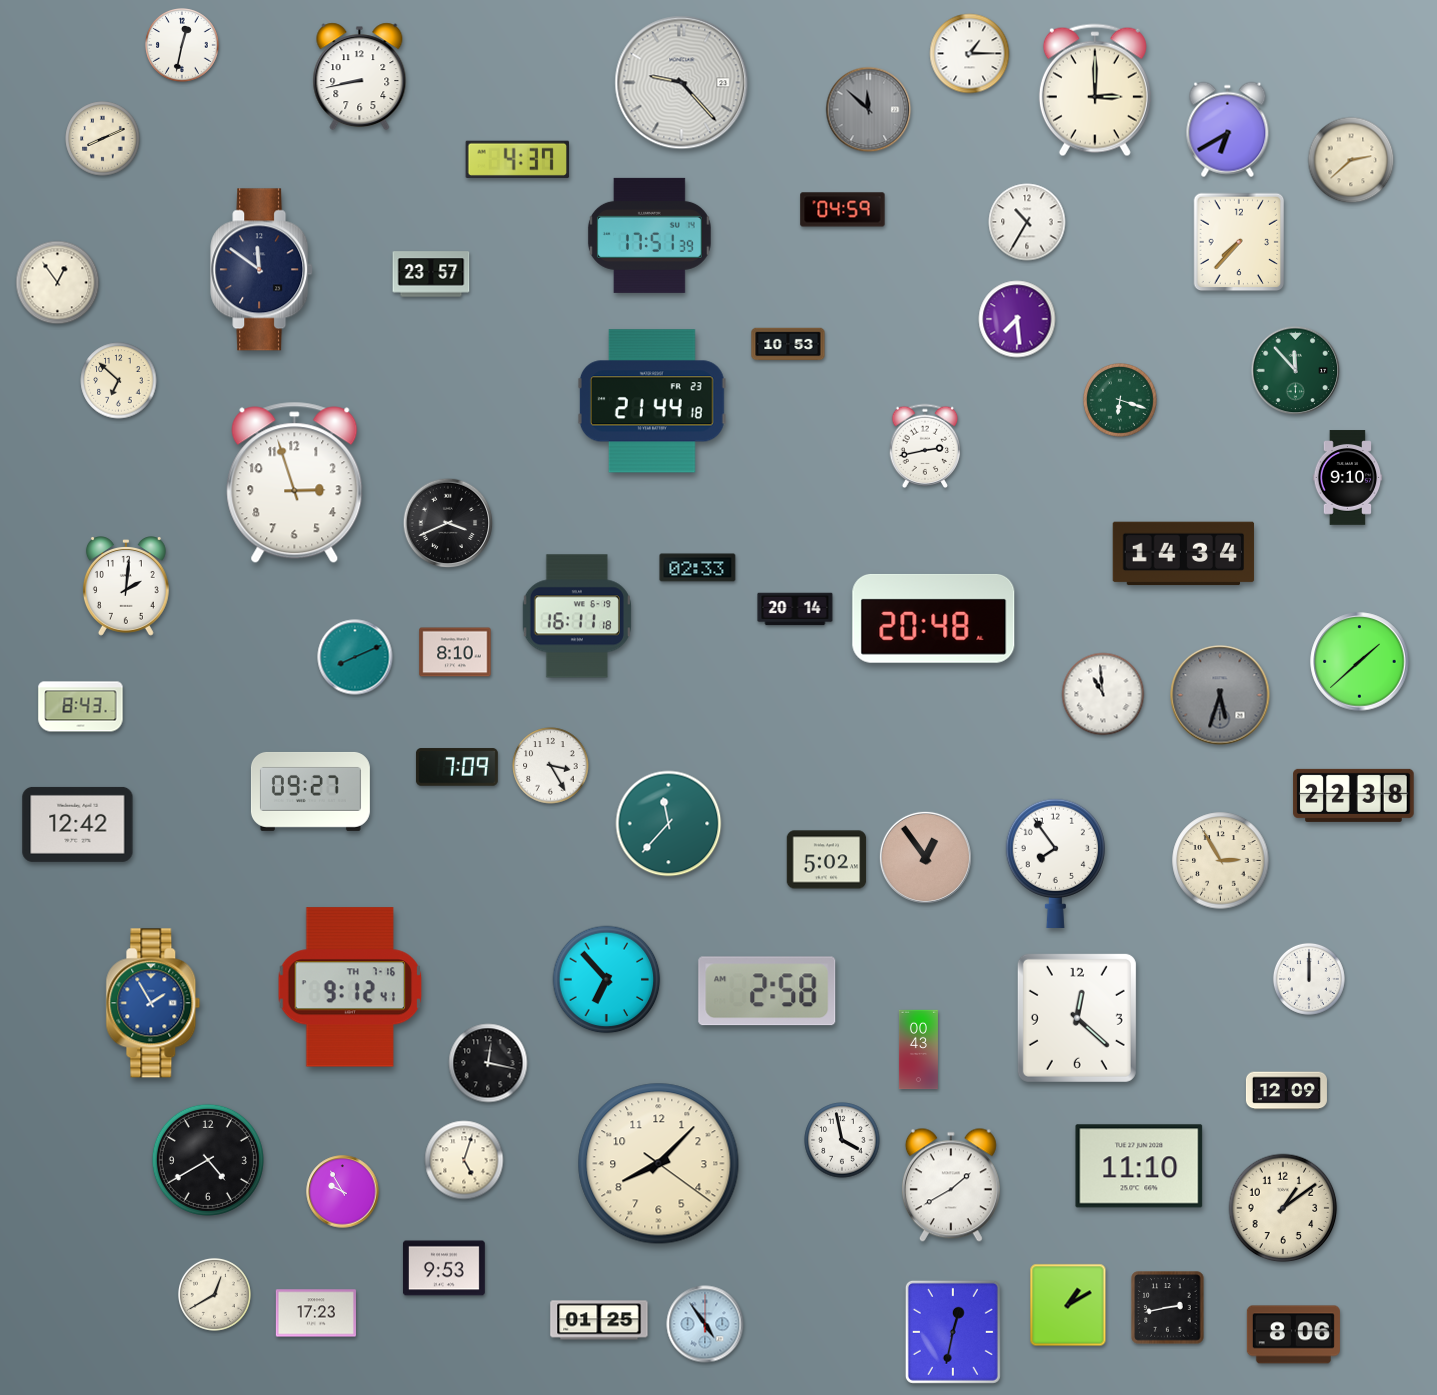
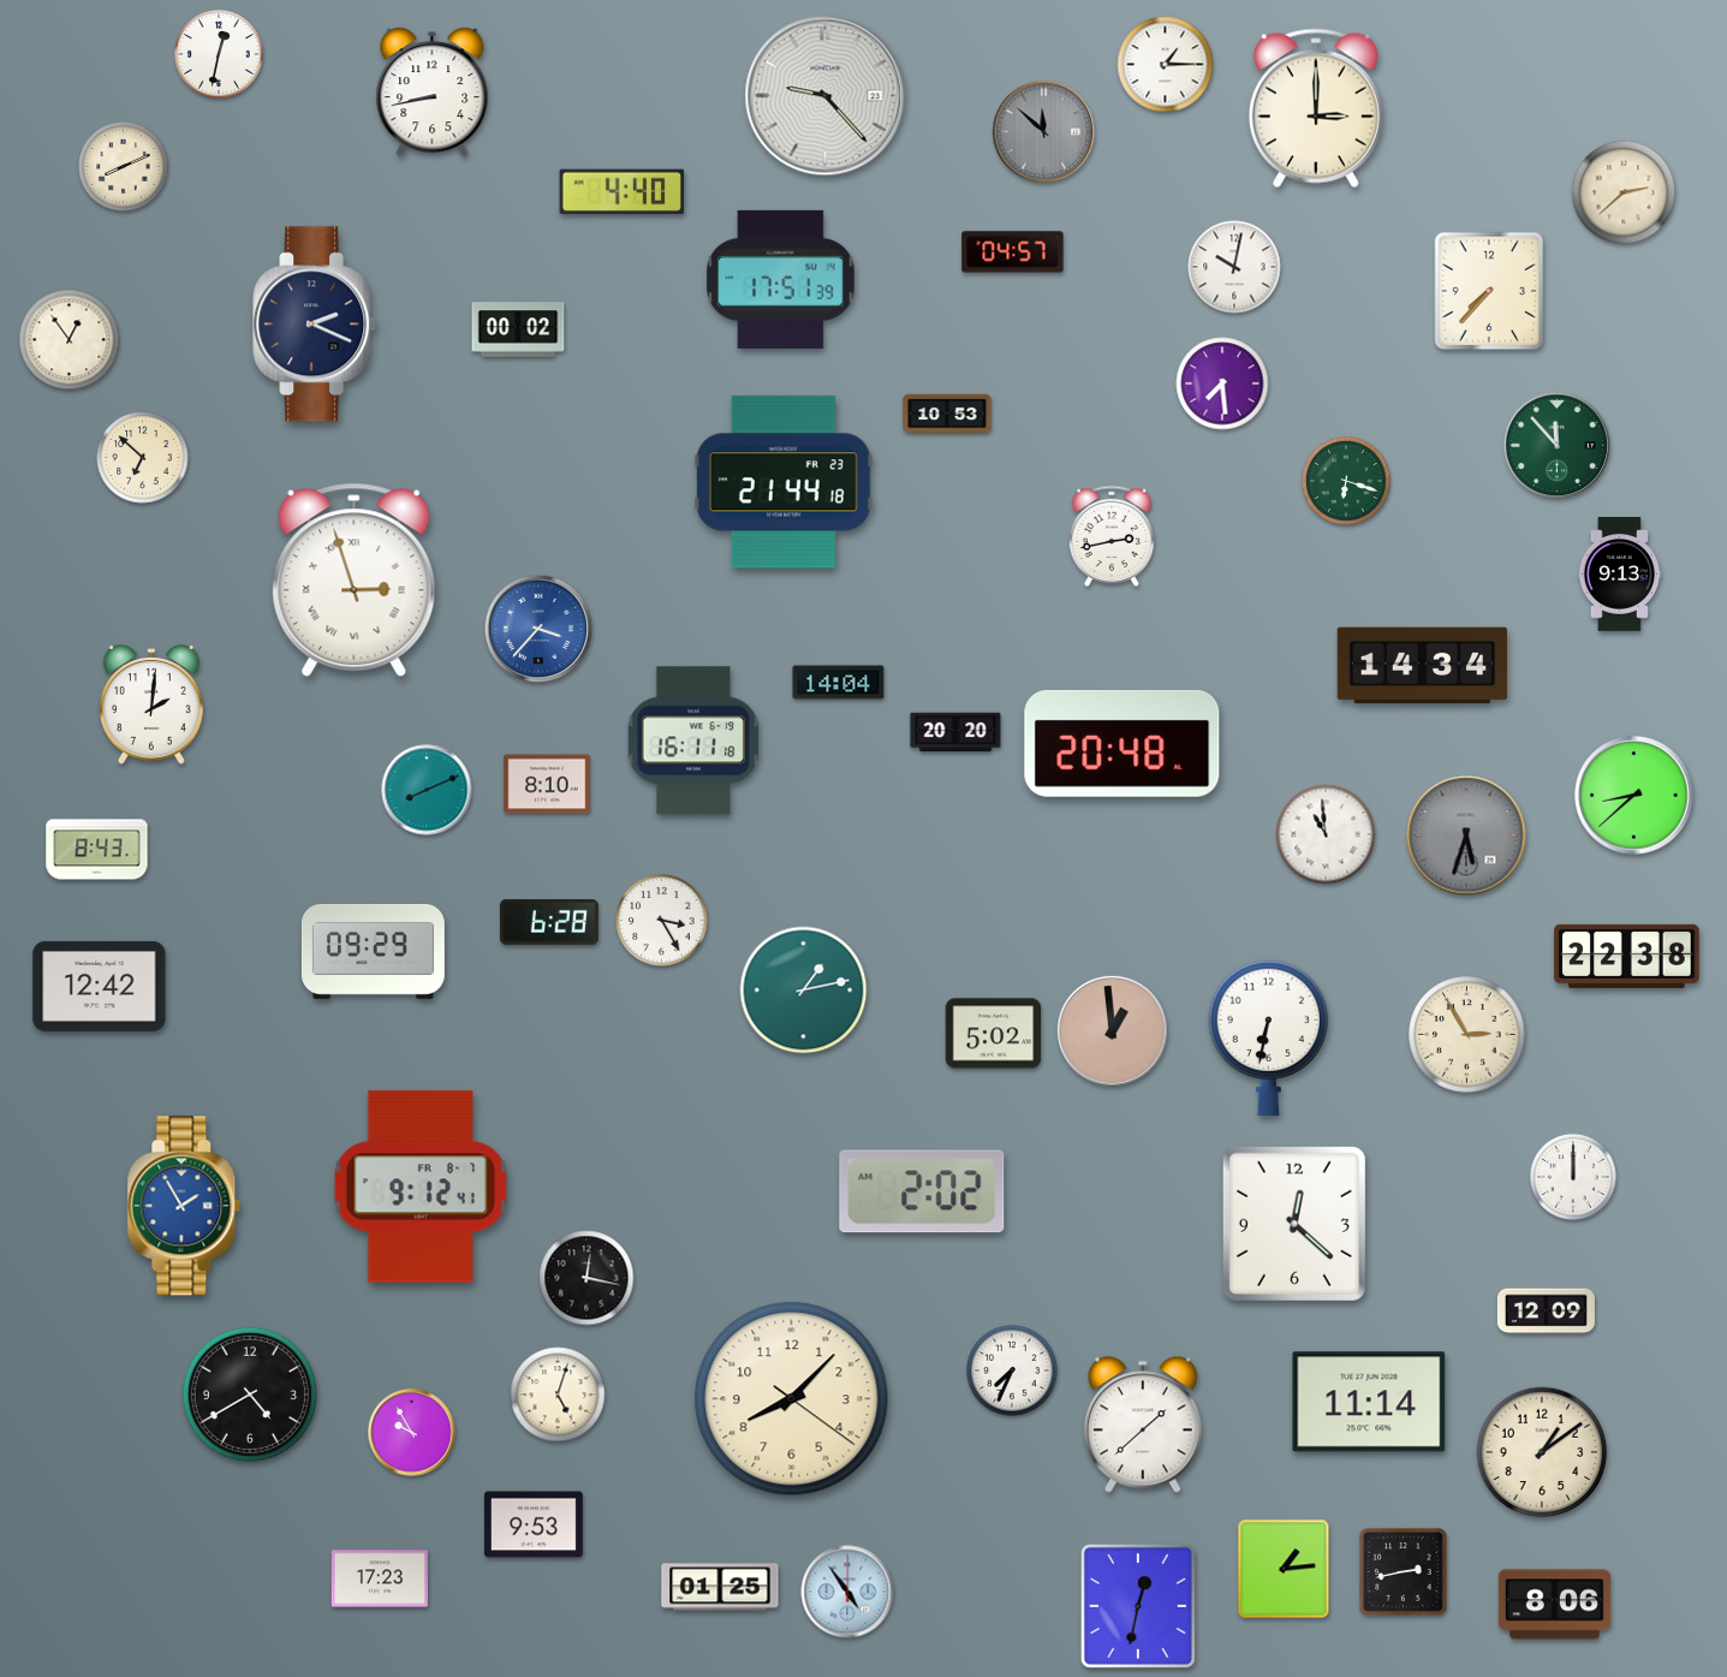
clock at (682, 83) position: (682, 83) -> (826, 96)
clock at (1228, 130): 6:40 -> none
clock at (518, 159): 4:37 -> 4:40
clock at (843, 210): 04:59 -> 04:57
clock at (1027, 222): 10:35 -> 10:02
clock at (649, 235) position: (649, 235) -> (780, 279)
clock at (262, 270): 11:51 -> 2:19
clock at (431, 274): 23:57 -> 00:02
clock at (1348, 478): 9:10 -> 9:13
clock at (295, 483) numerals: Arabic -> Roman
clock at (448, 523): 3:41 -> 3:37
clock at (448, 523) dial: black -> blue
clock at (698, 568): 02:33 -> 14:04
clock at (795, 609): 20:14 -> 20:20
clock at (1360, 662): 1:38 -> 8:38
clock at (457, 767): 7:09 -> 6:28
clock at (310, 791): 09:27 -> 09:29
clock at (78, 824) position: (78, 824) -> (100, 986)
clock at (669, 824): 11:37 -> 1:13
clock at (925, 857): 12:54 -> 12:59
clock at (1055, 863): 7:54 -> 6:32
clock at (607, 980): 6:53 -> none
clock at (350, 987) date: TH 7-16 -> FR 8-7
clock at (767, 991): 2:58 -> 2:02
clock at (918, 1050): 00:43 -> none
clock at (842, 1140): 3:58 -> 7:34
clock at (1139, 1166): 11:10 -> 11:14
clock at (951, 1185): 1:40 -> 1:38
clock at (214, 1294): 12:40 -> none
clock at (1068, 1305): 1:10 -> 1:14
clock at (953, 1332) position: (953, 1332) -> (1138, 1606)
